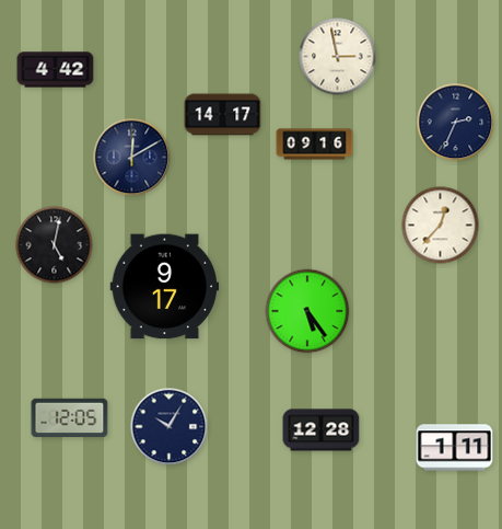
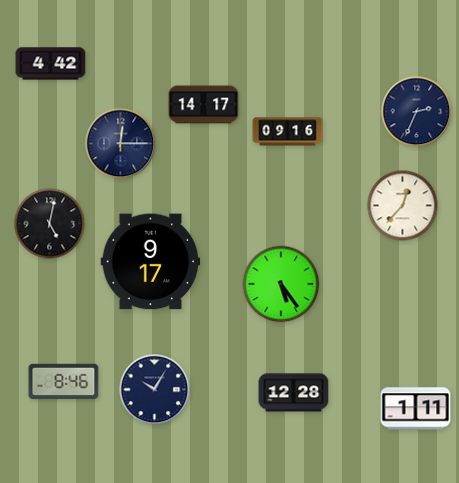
clock at (338, 57): 2:58 -> none
clock at (132, 158): 12:10 -> 12:15
clock at (70, 418): 12:05 -> 8:46
